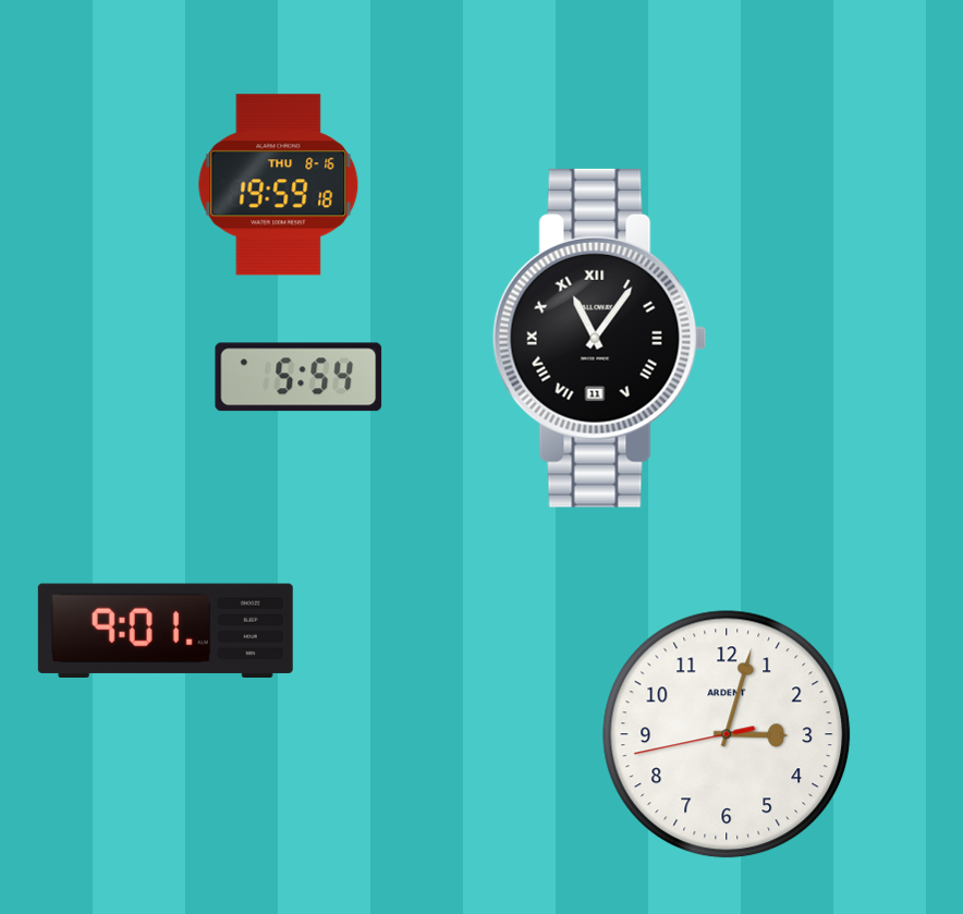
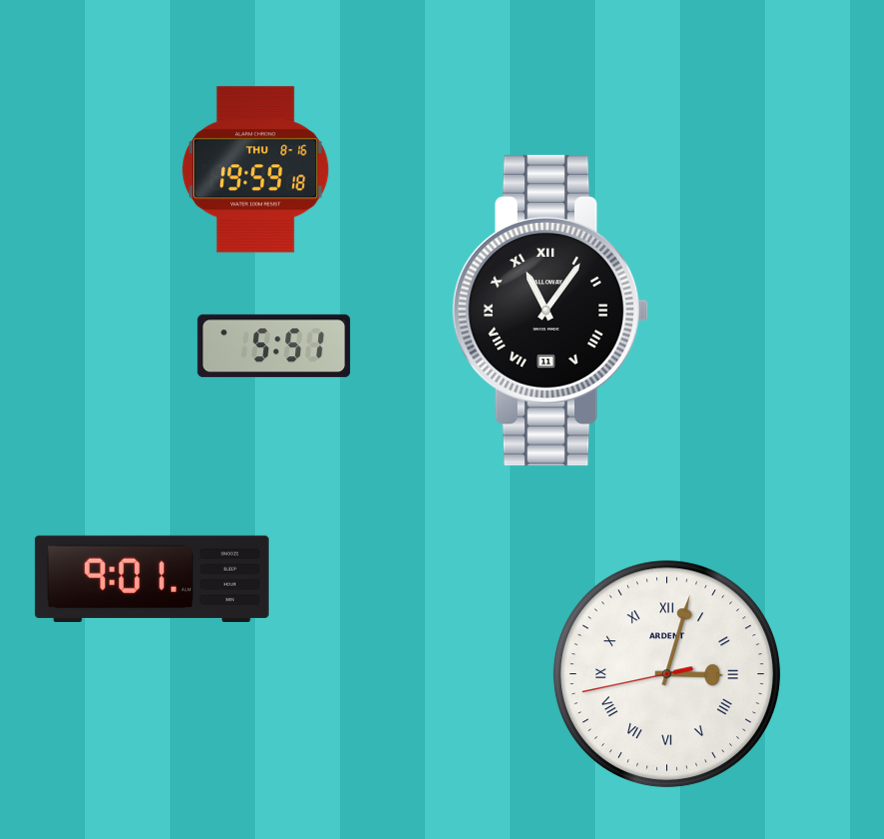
clock at (298, 377): 5:54 -> 5:51
clock at (727, 734) numerals: Arabic -> Roman
